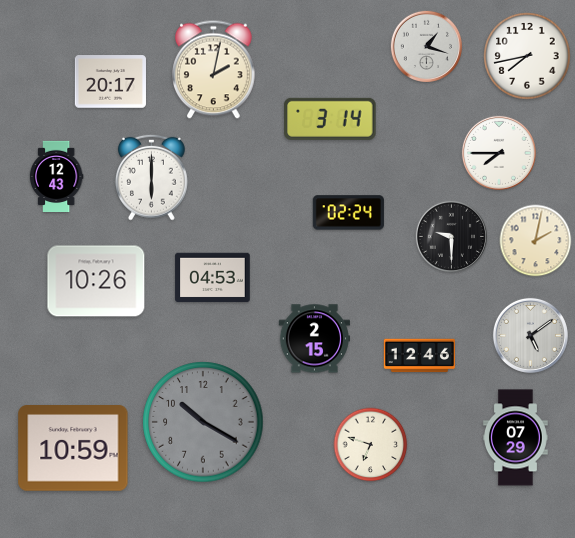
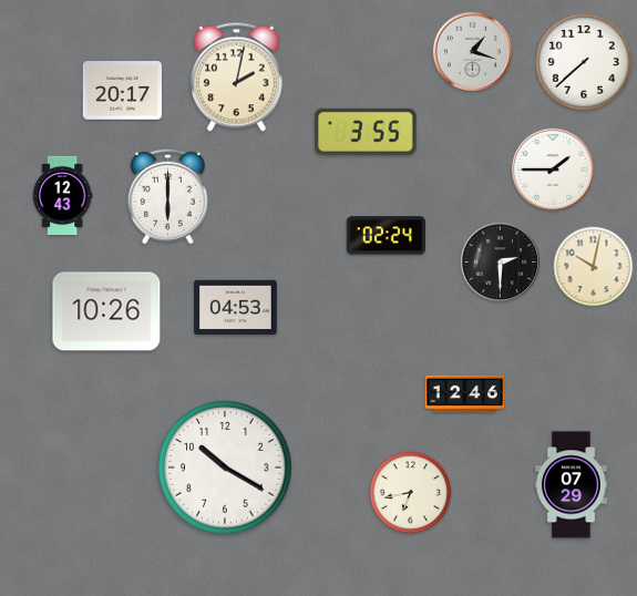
clock at (527, 56): 7:43 -> 7:38
clock at (330, 119): 3:14 -> 3:55
clock at (499, 153): 7:45 -> 1:45
clock at (451, 236): 9:30 -> 2:30
clock at (536, 241): 2:02 -> 10:02
clock at (530, 335): 5:09 -> none
clock at (314, 339): 2:15 -> none
clock at (203, 422) dial: grey -> white
clock at (371, 445): 6:48 -> 6:43
clock at (73, 448): 10:59 -> none
